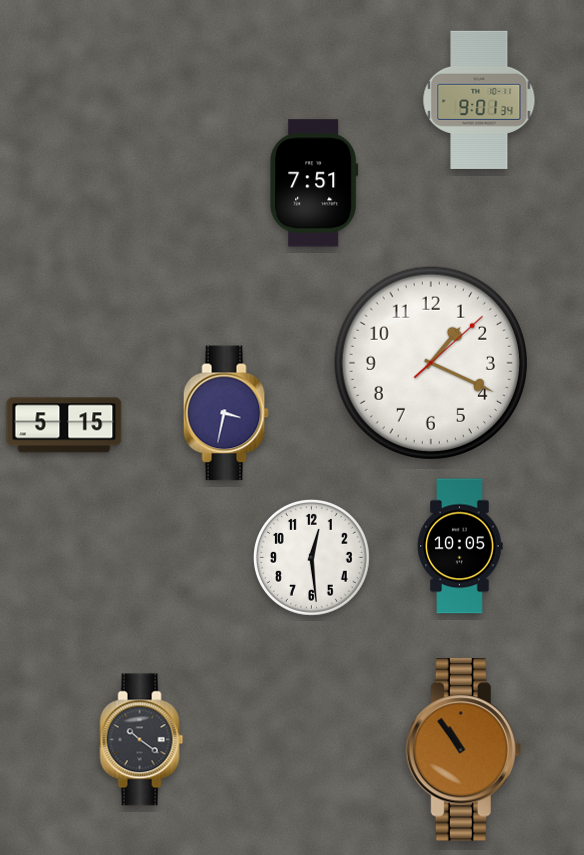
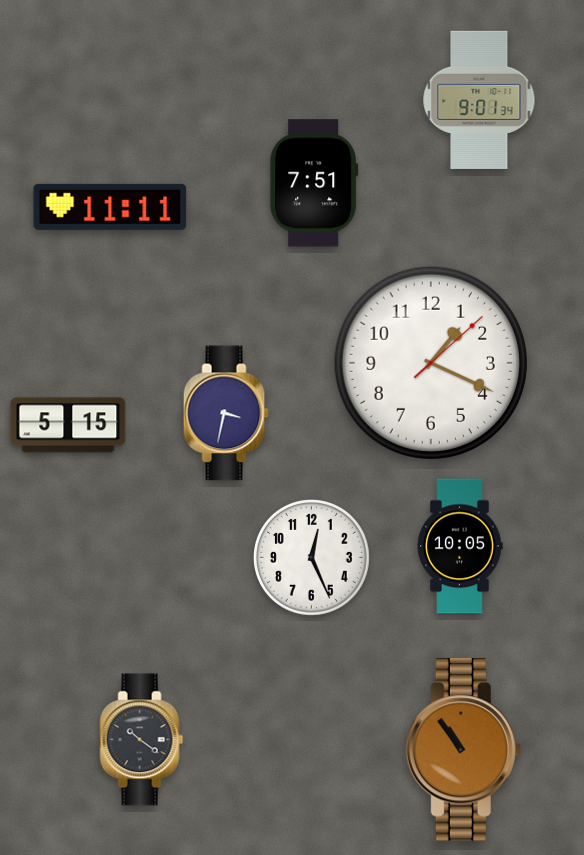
clock at (110, 207): none -> 11:11
clock at (64, 425) position: (64, 425) -> (68, 425)
clock at (311, 557): 12:29 -> 12:26
